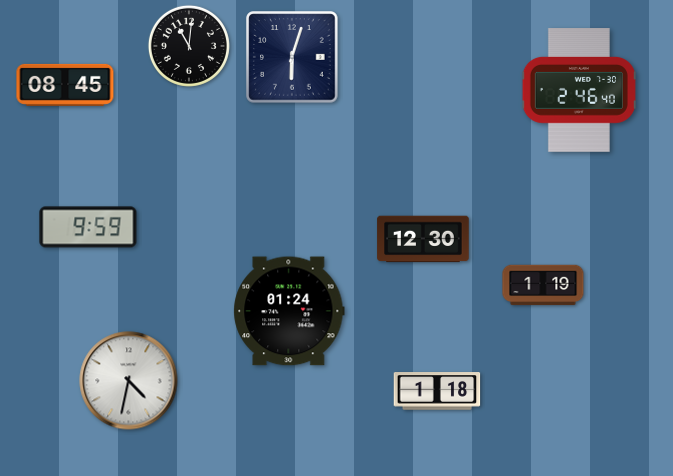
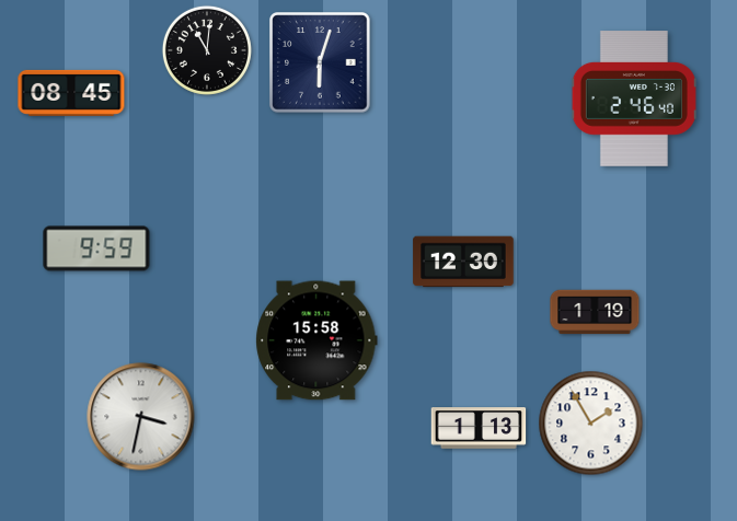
clock at (289, 311): 01:24 -> 15:58
clock at (129, 381): 4:32 -> 3:32
clock at (591, 424): none -> 1:55
clock at (437, 391): 1:18 -> 1:13
